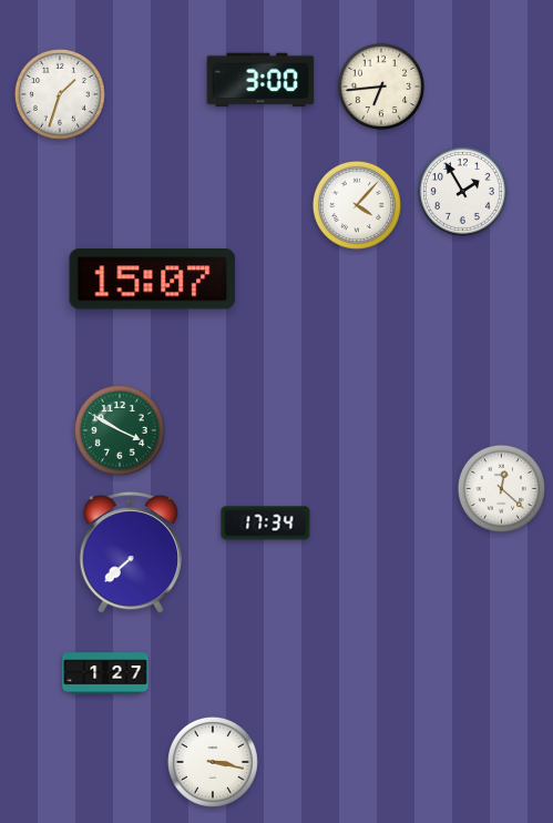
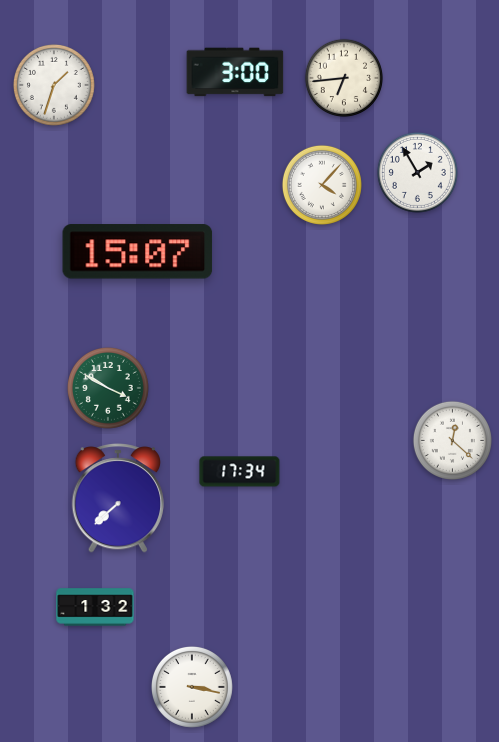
clock at (105, 673): 1:27 -> 1:32
